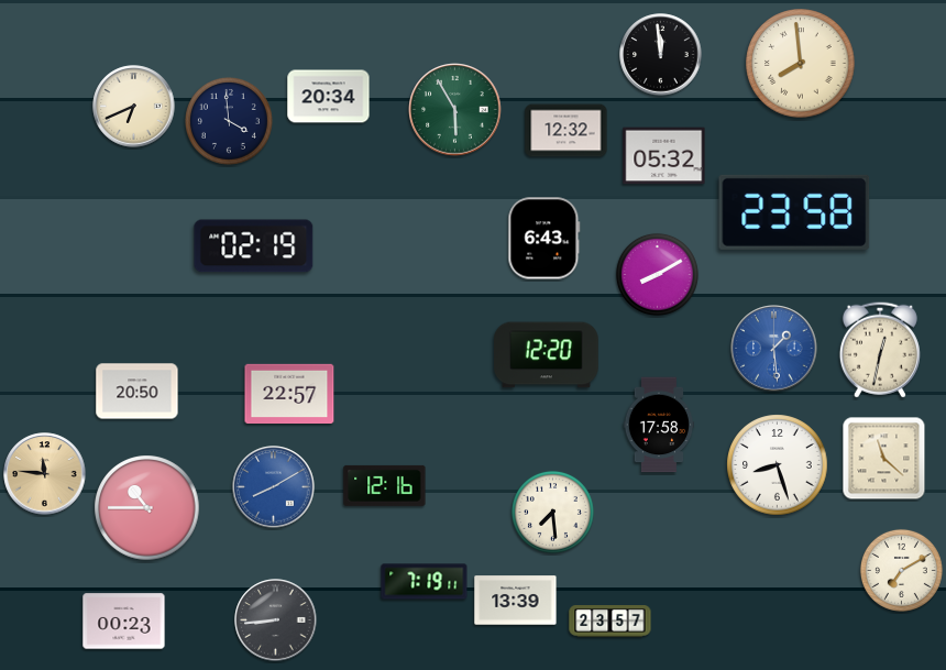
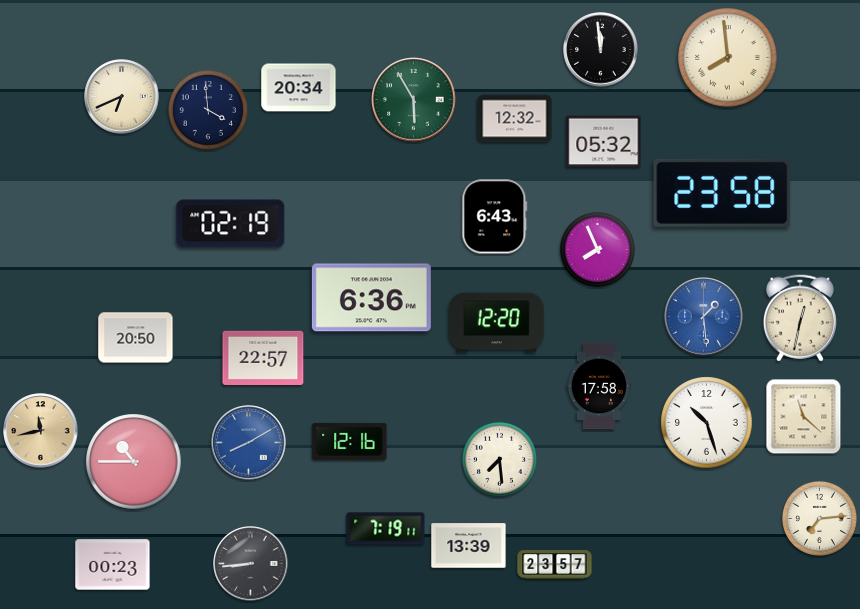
clock at (657, 274): 8:10 -> 7:56
clock at (371, 298): none -> 6:36
clock at (137, 392) position: (137, 392) -> (136, 338)
clock at (778, 465): 8:27 -> 10:27
clock at (45, 474): 11:46 -> 11:43
clock at (552, 512) position: (552, 512) -> (499, 459)
clock at (901, 570): 7:10 -> 7:14
